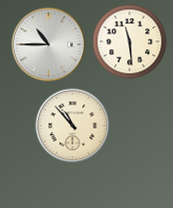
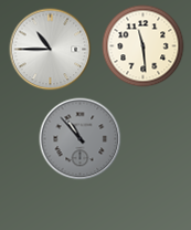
clock at (49, 45) position: (49, 45) -> (51, 50)
clock at (73, 126) dial: cream -> grey
